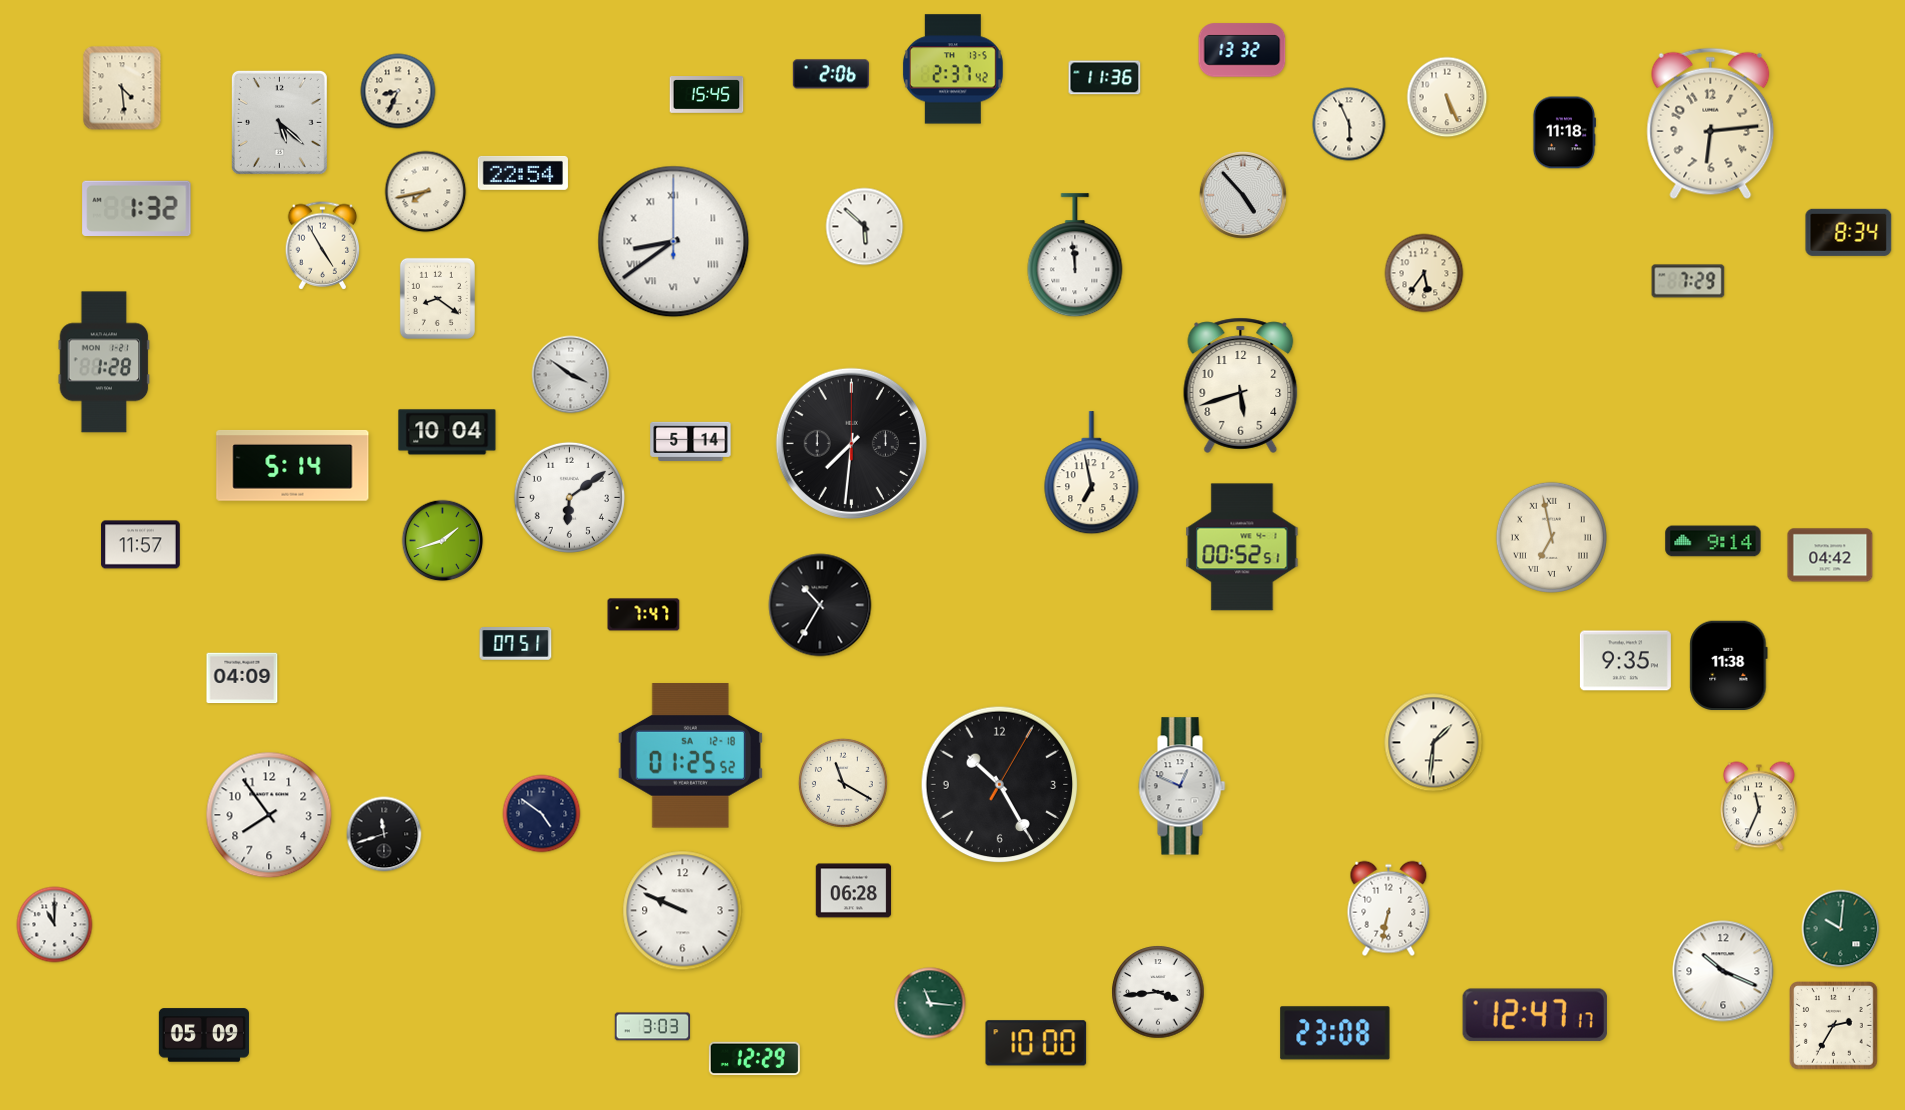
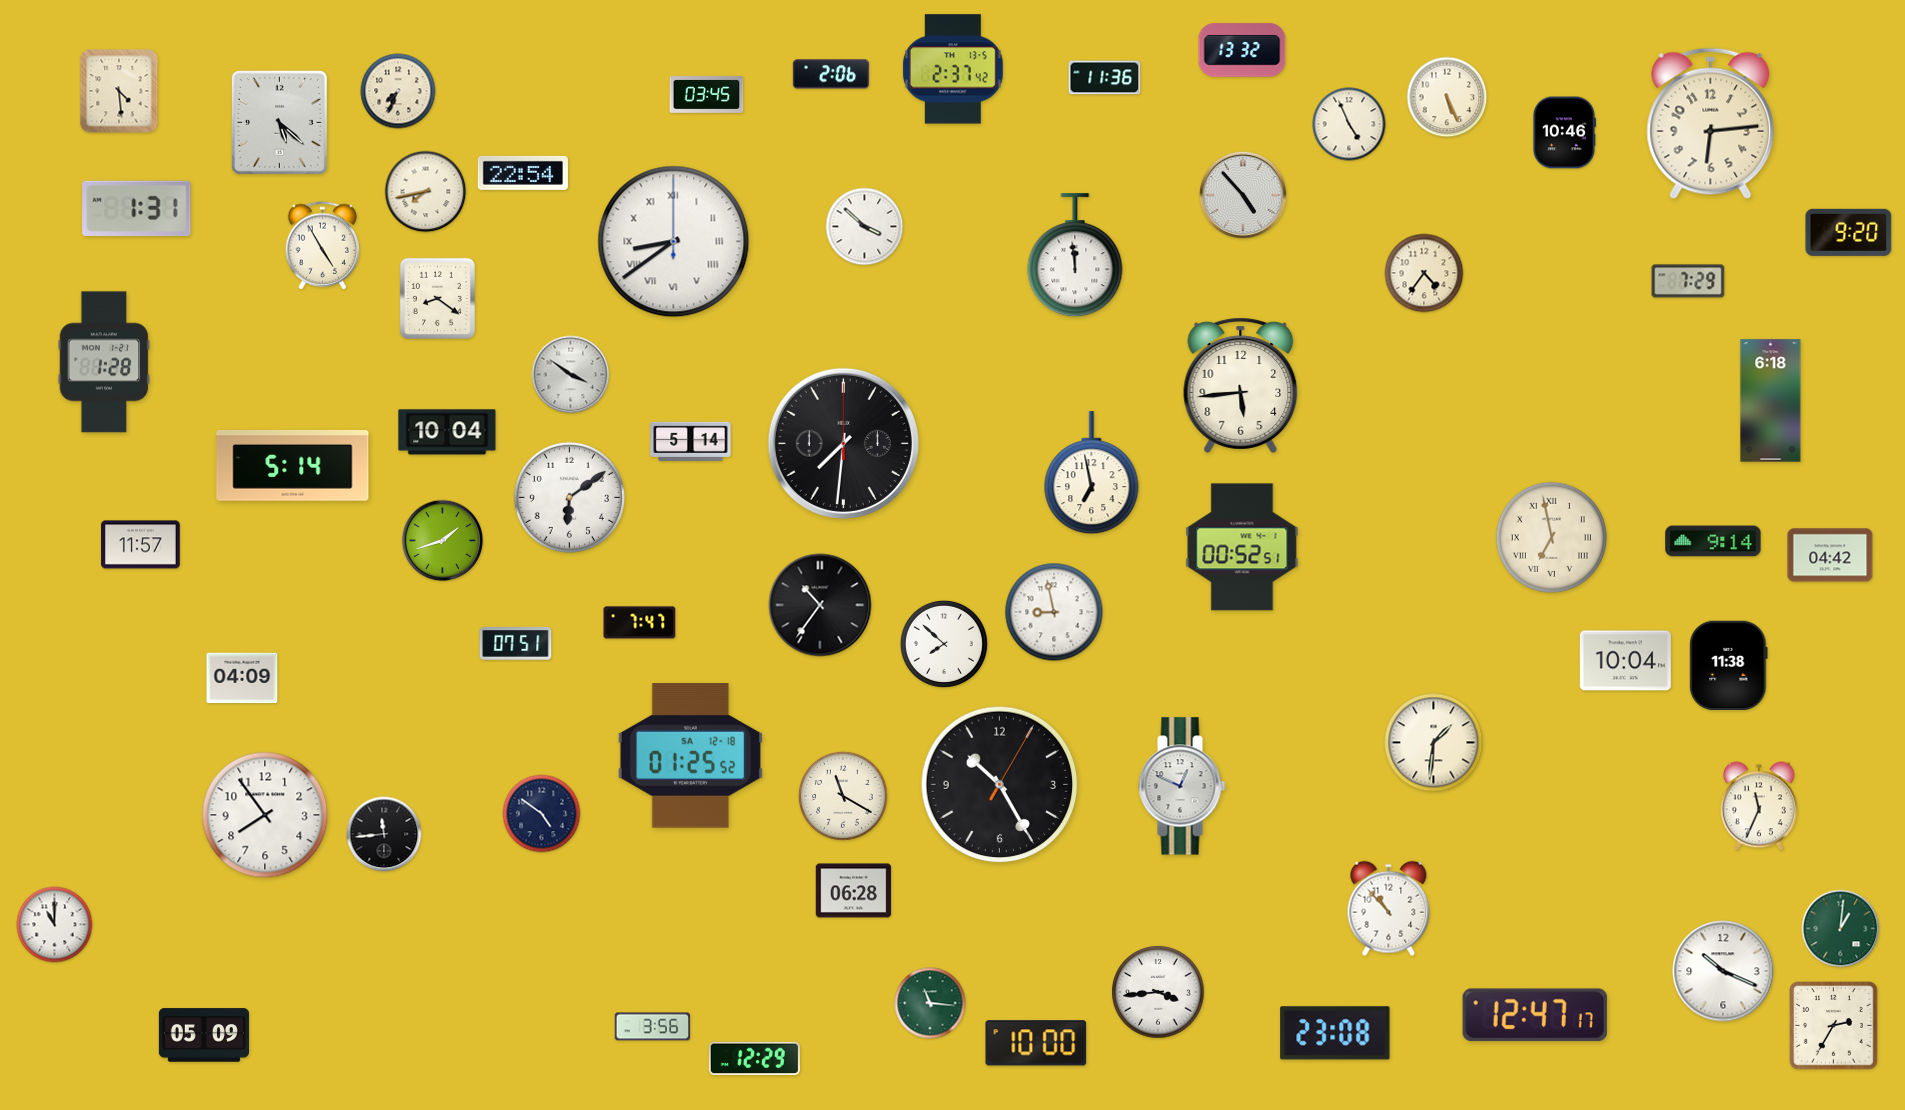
clock at (122, 88) position: (122, 88) -> (119, 91)
clock at (398, 91): 8:34 -> 7:34
clock at (707, 95): 15:45 -> 03:45
clock at (1349, 124): 5:56 -> 4:56
clock at (1564, 133): 11:18 -> 10:46
clock at (137, 208): 1:32 -> 1:31
clock at (865, 227): 5:52 -> 3:52
clock at (1849, 232): 8:34 -> 9:20
clock at (1424, 273): 5:36 -> 4:36
clock at (1241, 385): 5:42 -> 5:44
clock at (1771, 401): none -> 6:18
clock at (851, 443) position: (851, 443) -> (843, 443)
clock at (820, 605): 10:35 -> 10:36
clock at (1054, 612): none -> 8:58
clock at (644, 615) position: (644, 615) -> (640, 623)
clock at (944, 644): none -> 7:52
clock at (1625, 661): 9:35 -> 10:04
clock at (843, 783) position: (843, 783) -> (843, 796)
clock at (269, 815) position: (269, 815) -> (265, 815)
clock at (384, 834): 11:42 -> 11:44
clock at (1389, 909): 6:32 -> 10:53
clock at (683, 911): 9:49 -> none
clock at (1841, 929): 10:01 -> 1:01
clock at (653, 1027): 3:03 -> 3:56
